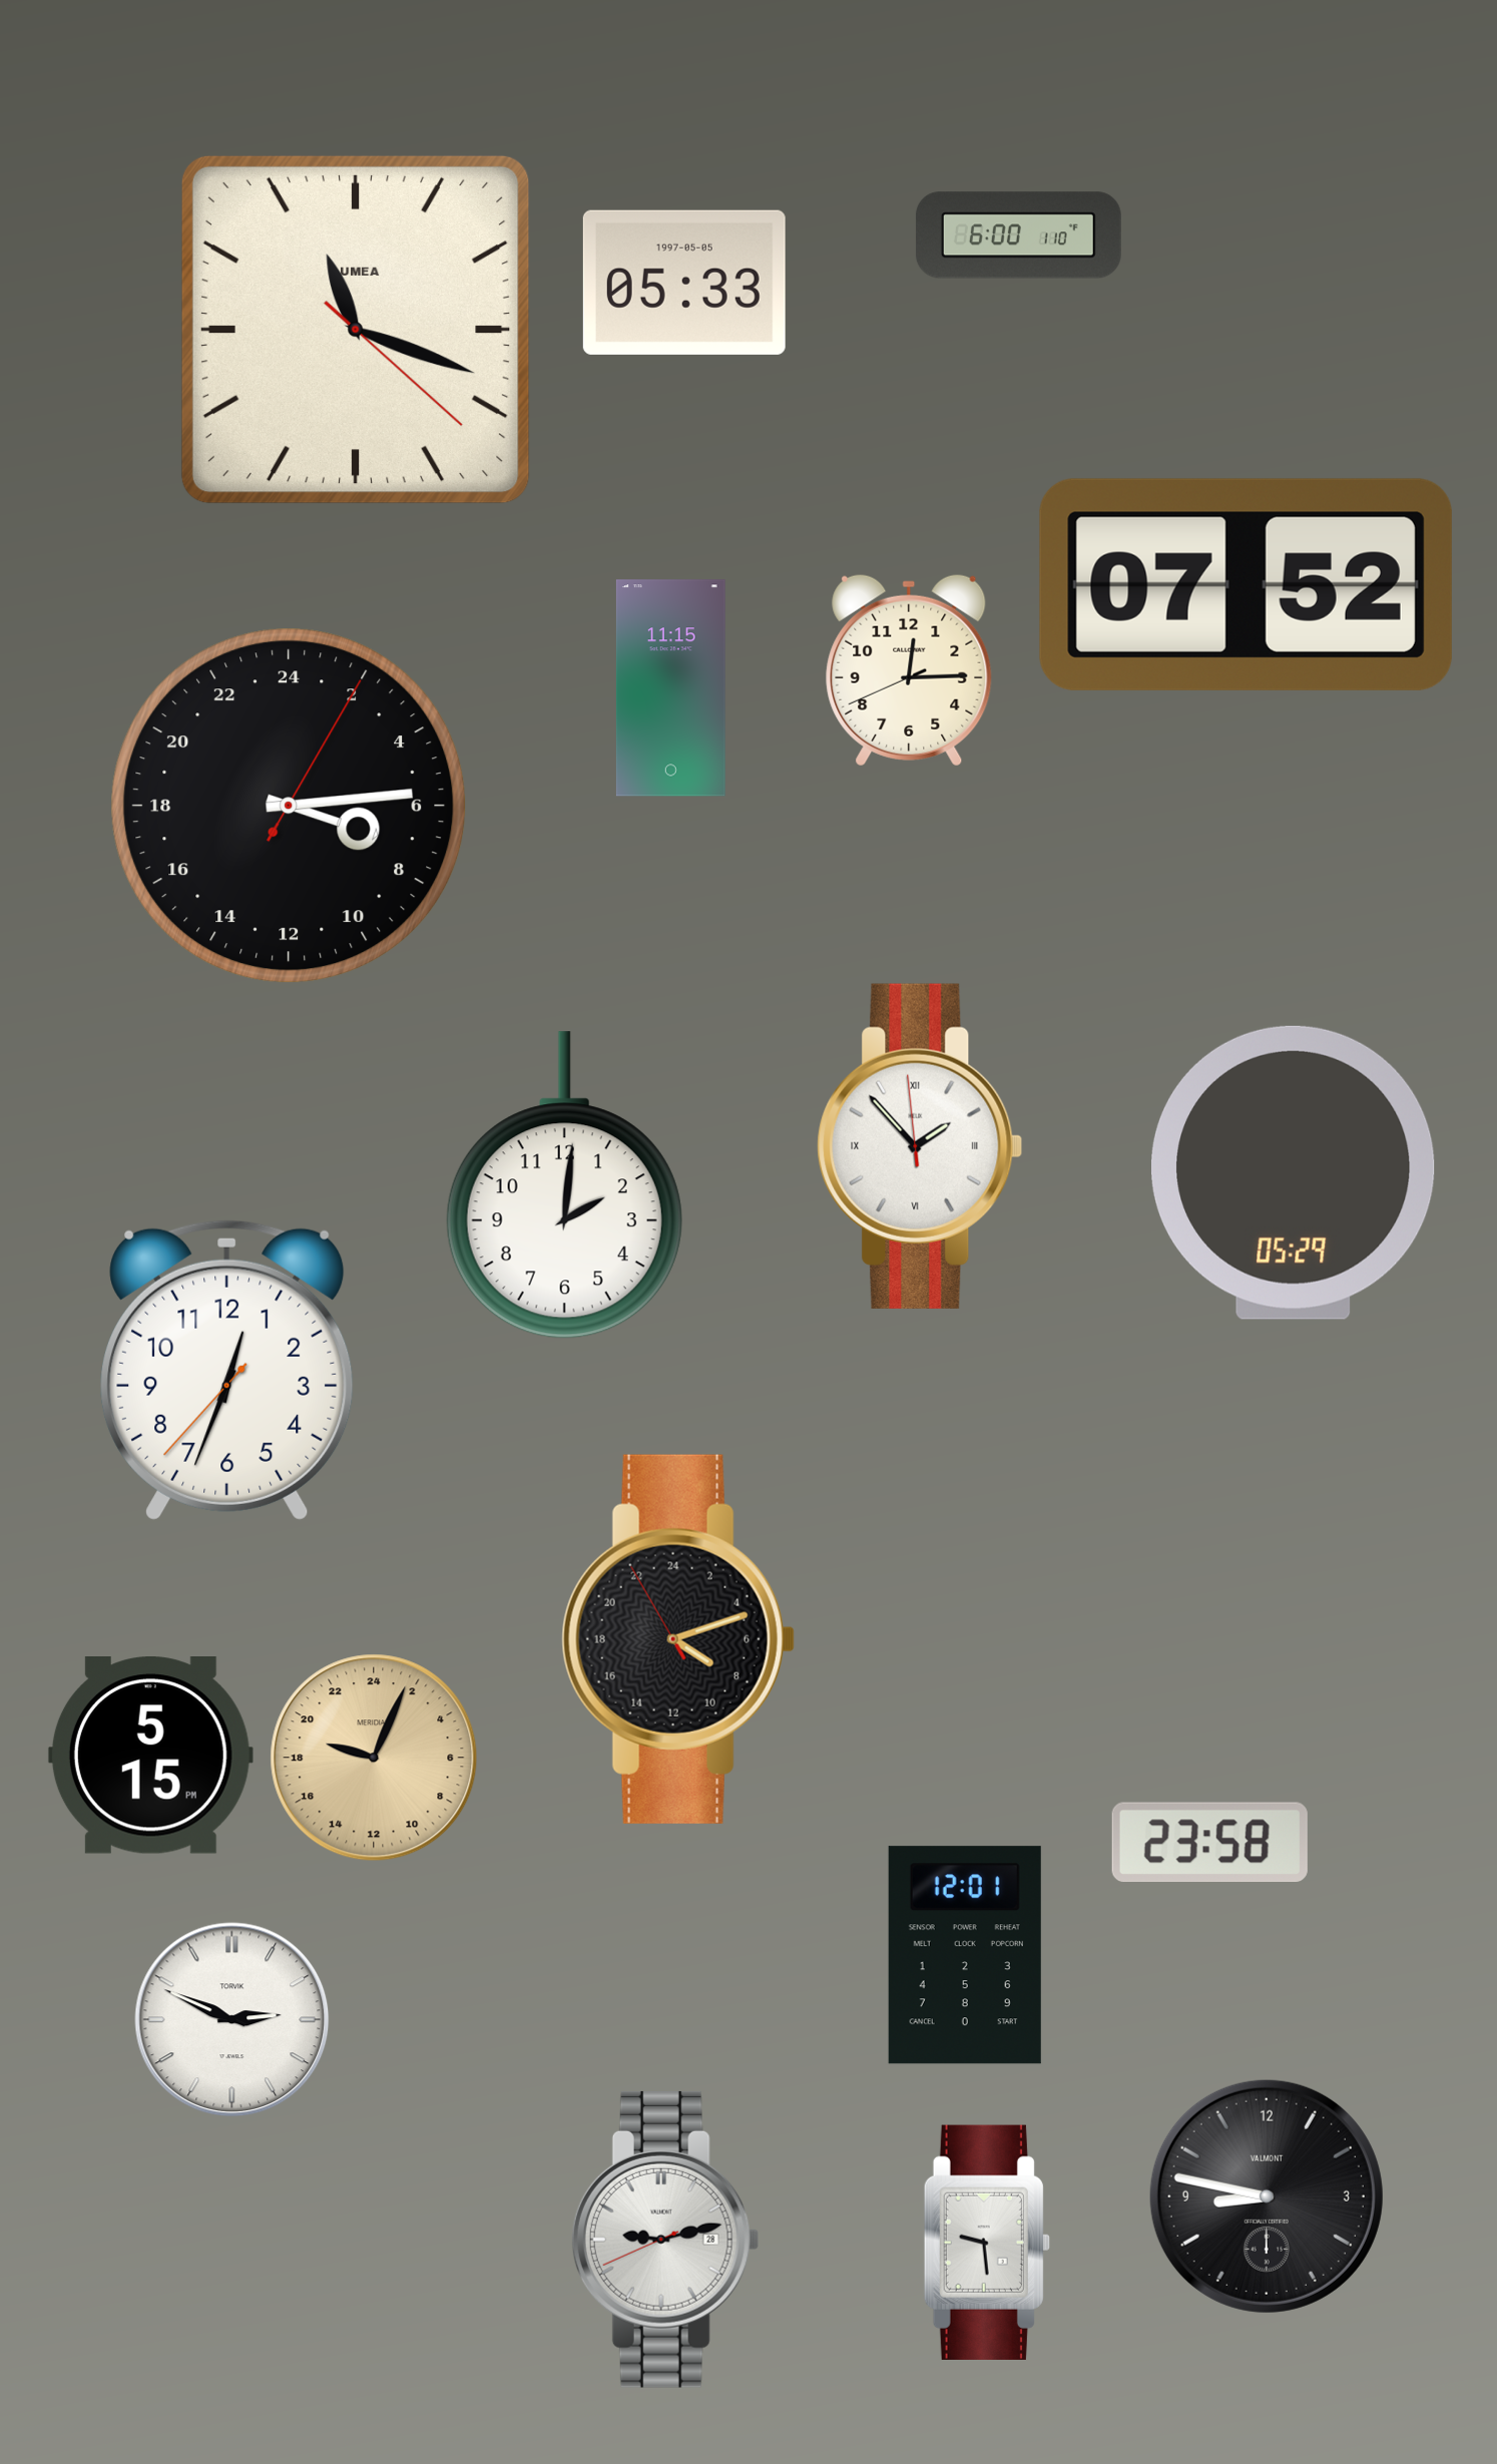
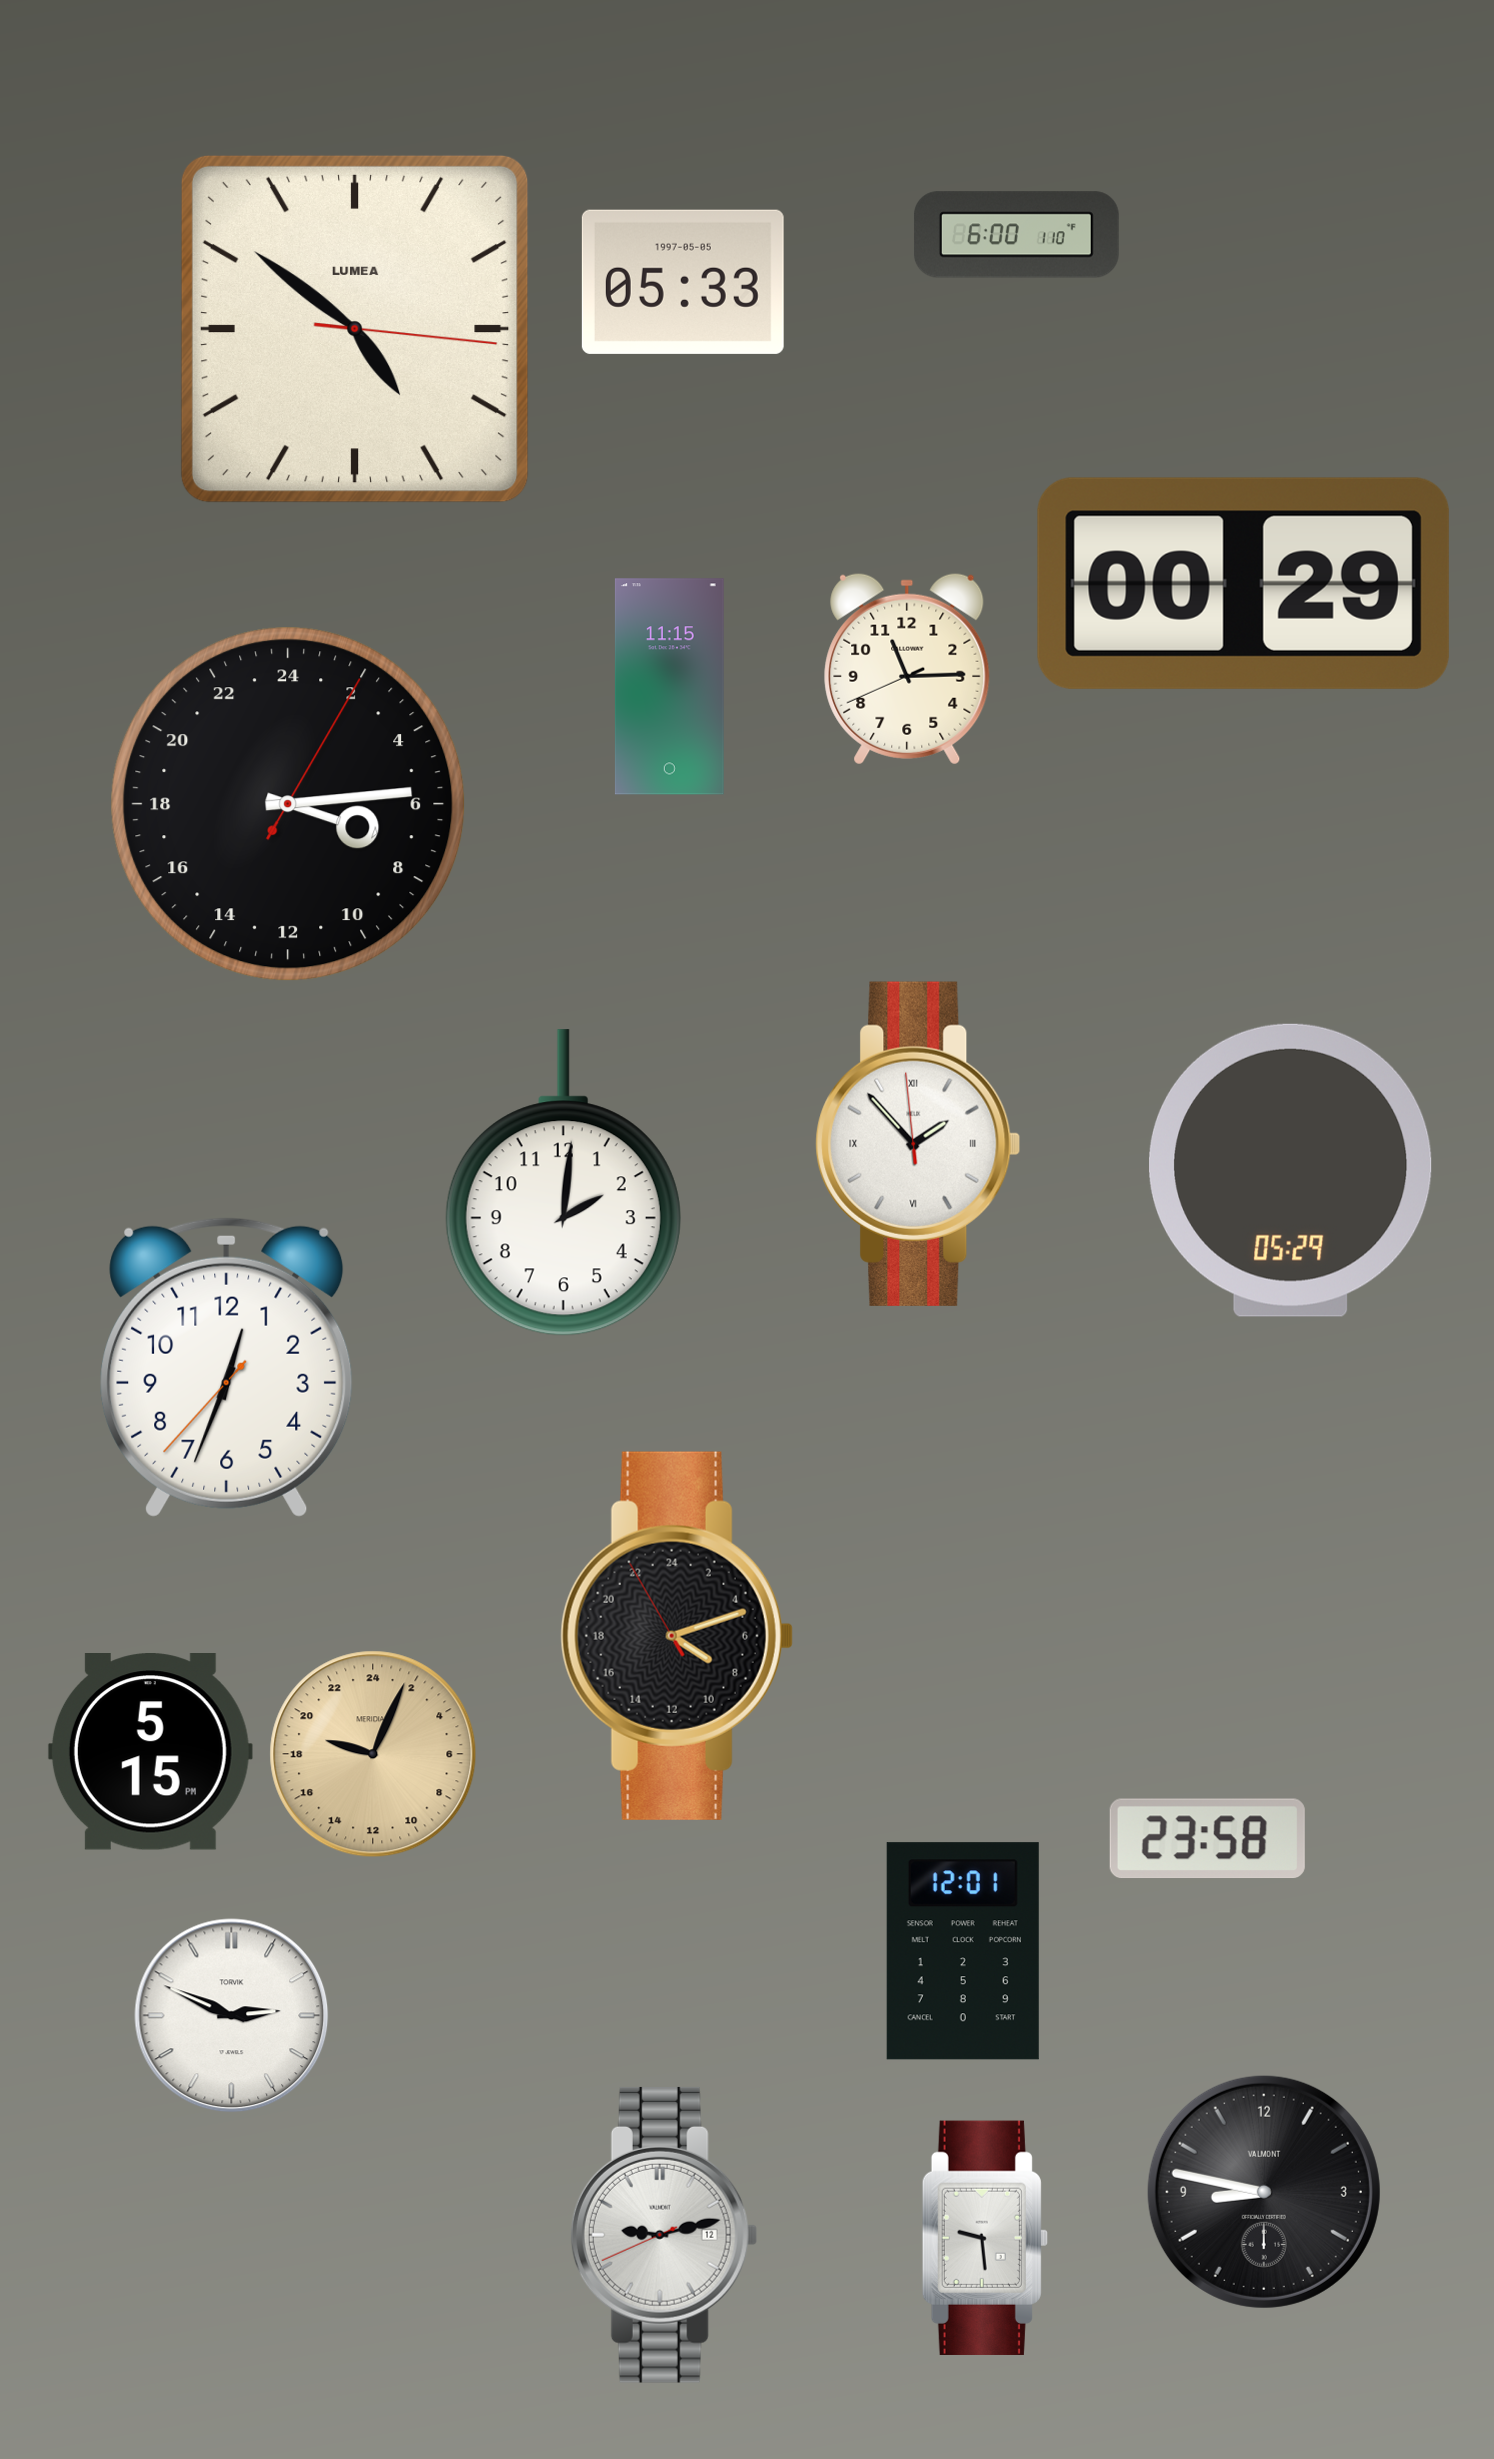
clock at (356, 330): 11:18 -> 4:51
clock at (1245, 584): 07:52 -> 00:29
clock at (909, 670): 12:14 -> 11:14
clock at (665, 2240) date: 28 -> 12
